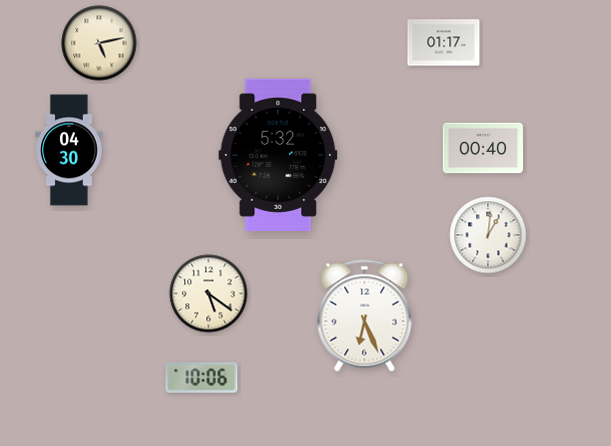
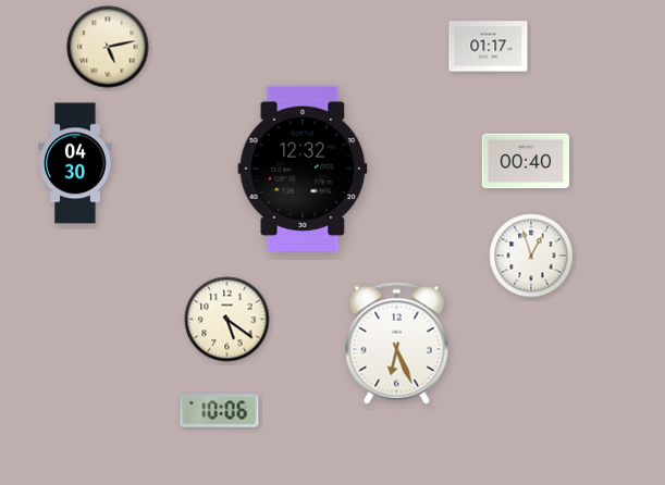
clock at (444, 43) position: (444, 43) -> (489, 47)
clock at (278, 154): 5:32 -> 12:32
clock at (488, 235): 1:01 -> 12:57
